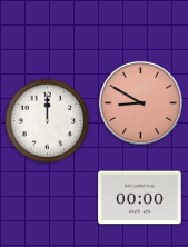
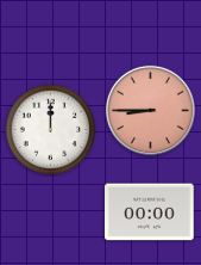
clock at (140, 102): 8:50 -> 8:45
